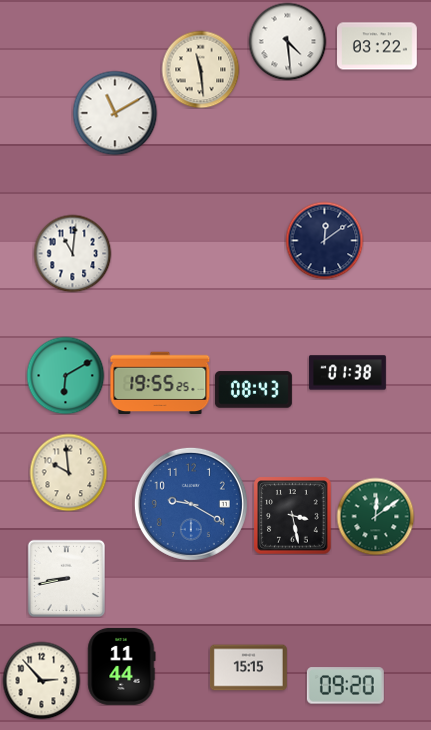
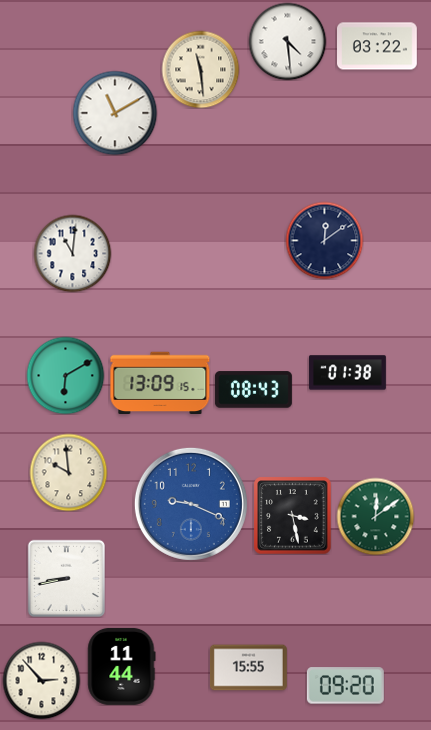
clock at (160, 383): 19:55 -> 13:09
clock at (191, 504): 9:20 -> 9:19
clock at (248, 668): 15:15 -> 15:55
